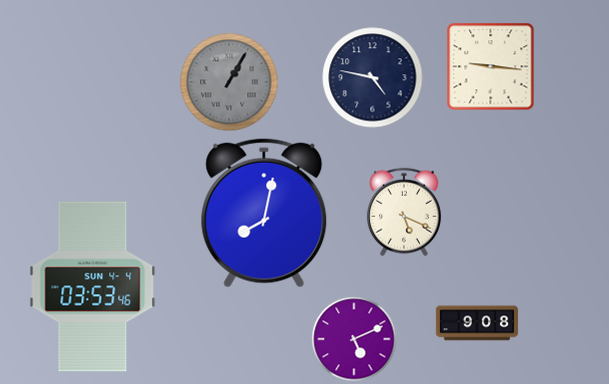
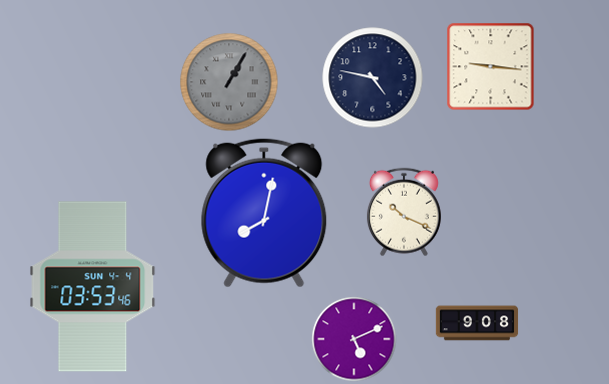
clock at (404, 212): 5:19 -> 10:19
